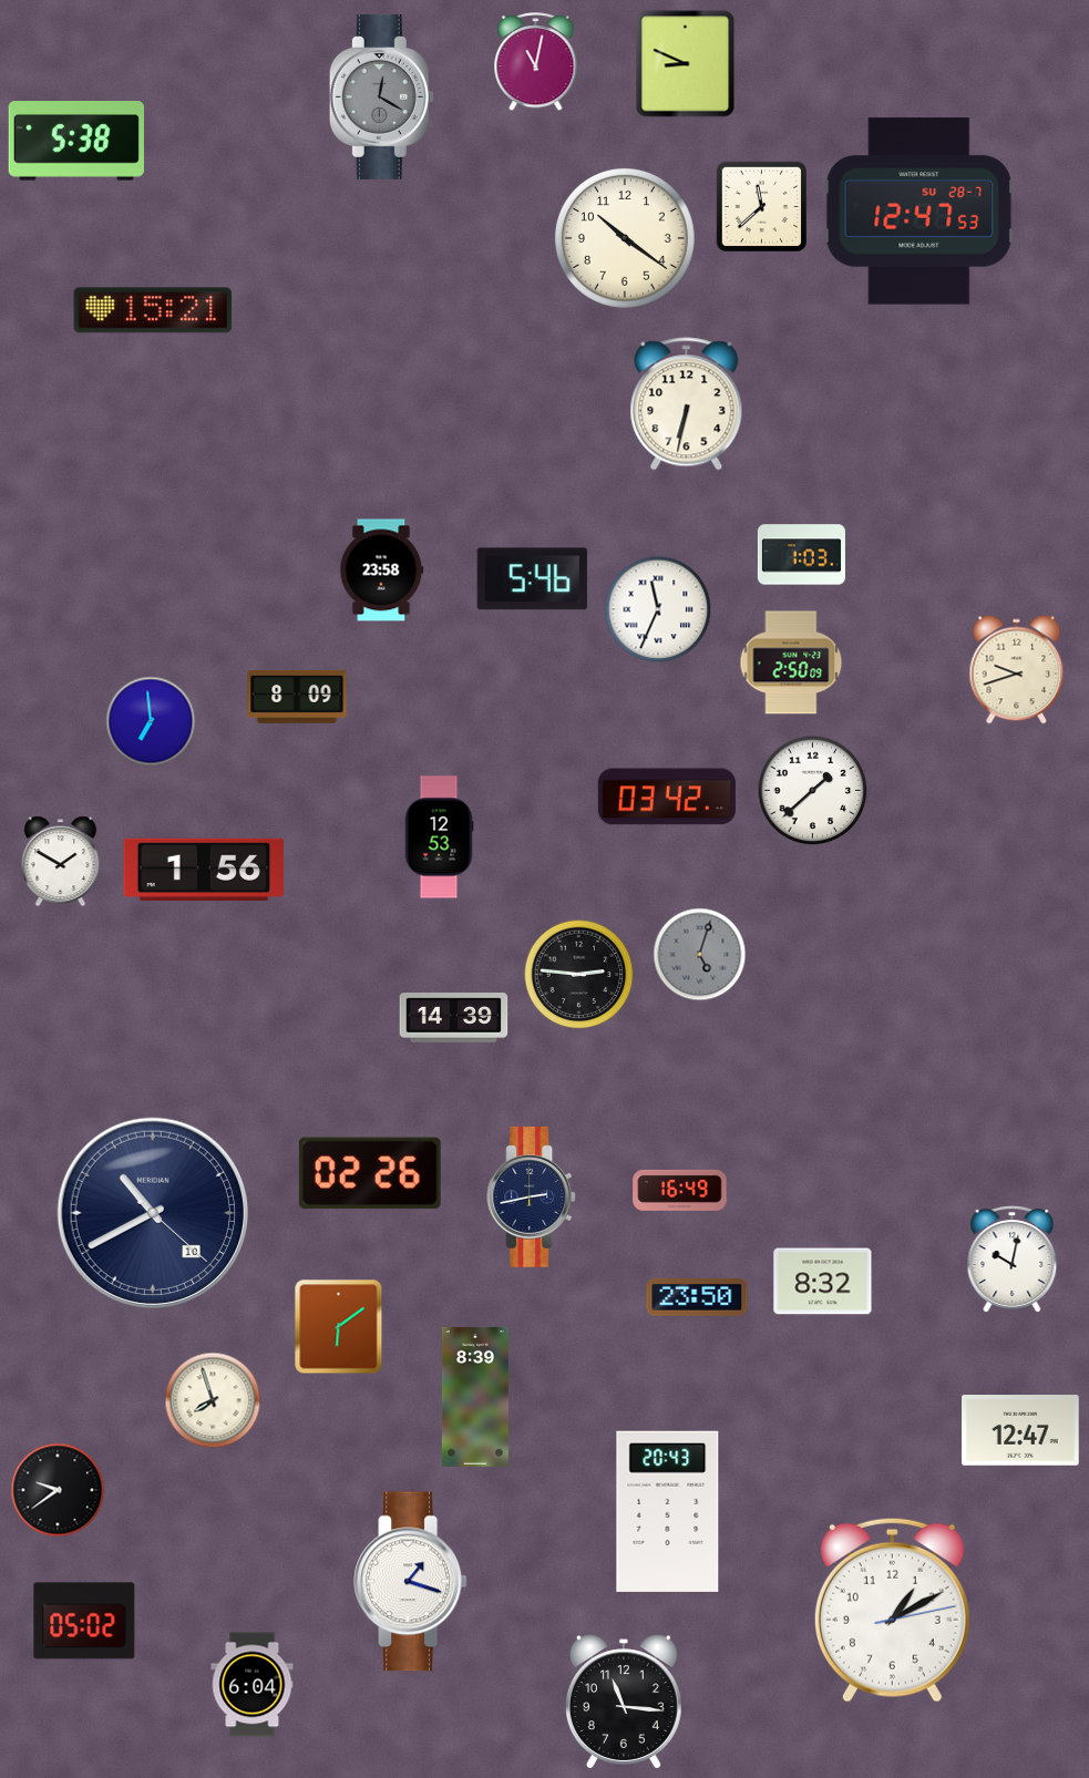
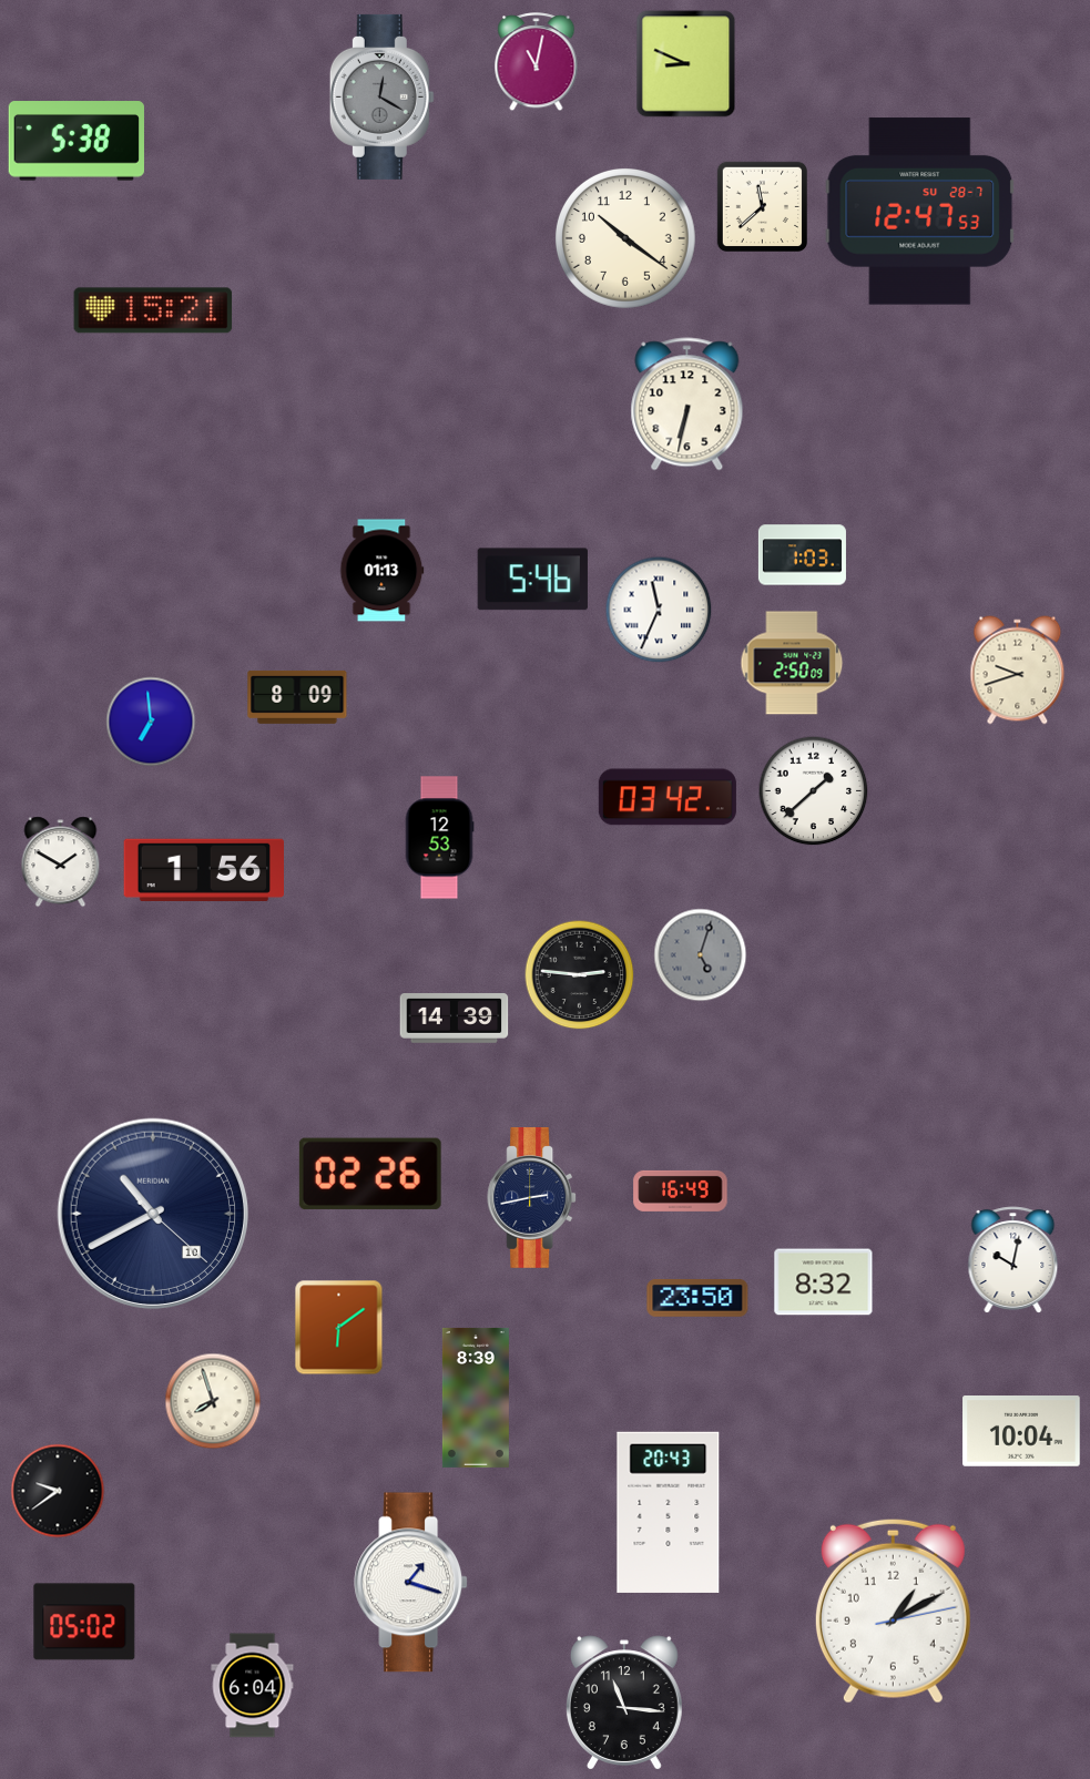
clock at (382, 571): 23:58 -> 01:13
clock at (1020, 1431): 12:47 -> 10:04
